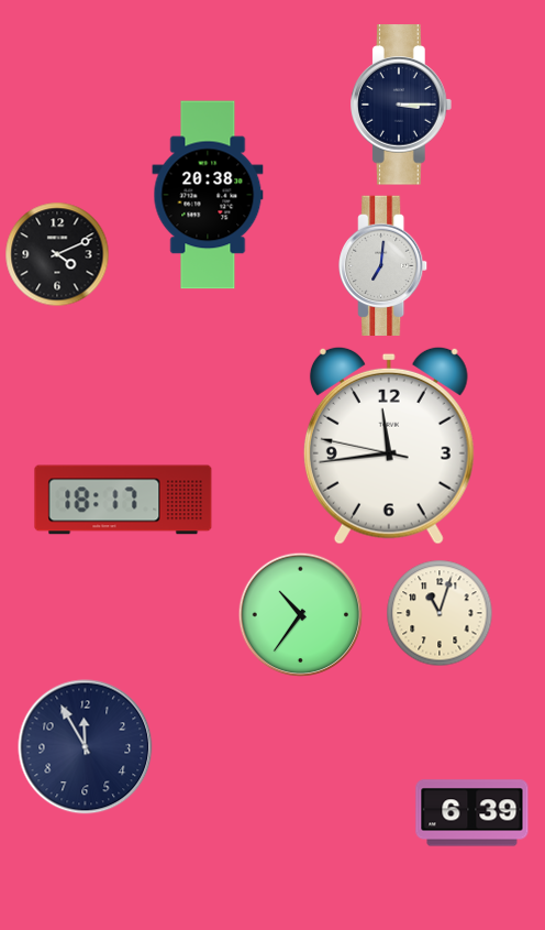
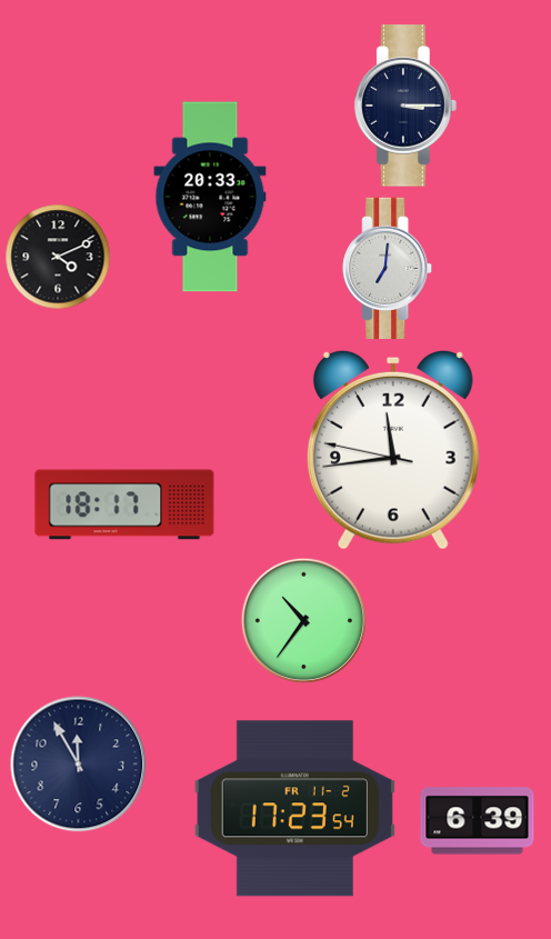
clock at (208, 195): 20:38 -> 20:33
clock at (440, 613): 11:03 -> none
clock at (86, 747) position: (86, 747) -> (79, 765)
clock at (294, 809): none -> 17:23
